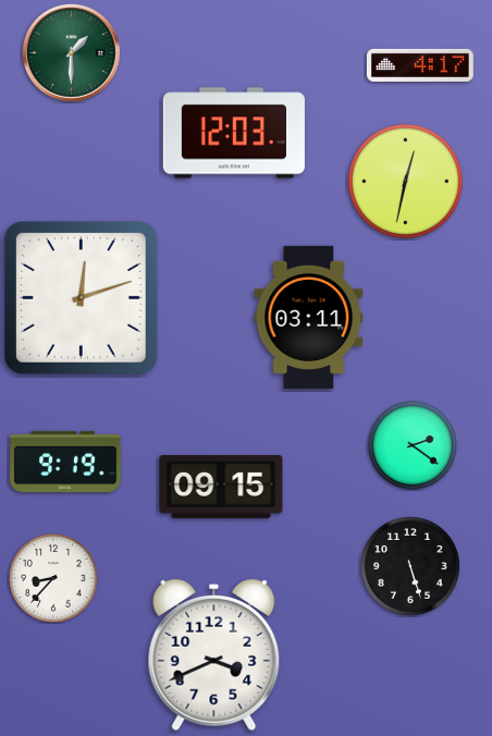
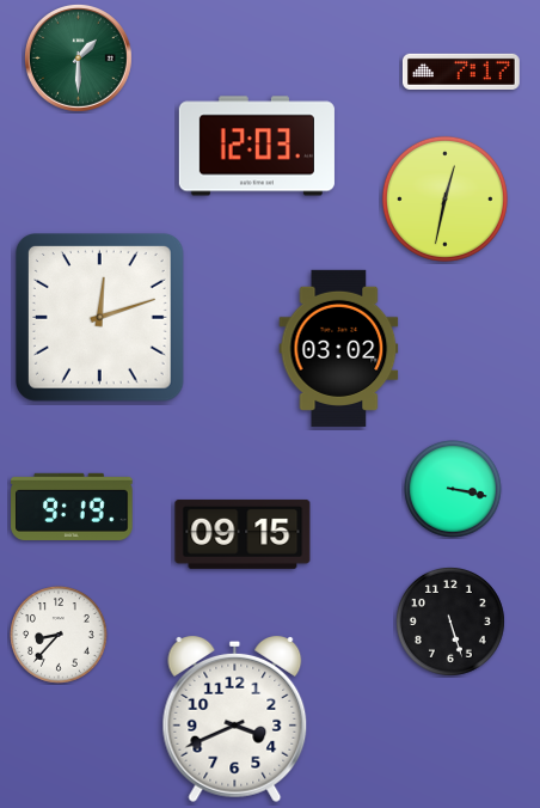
clock at (420, 65): 4:17 -> 7:17
clock at (82, 298) position: (82, 298) -> (100, 318)
clock at (309, 317): 03:11 -> 03:02
clock at (413, 445): 2:21 -> 3:17
